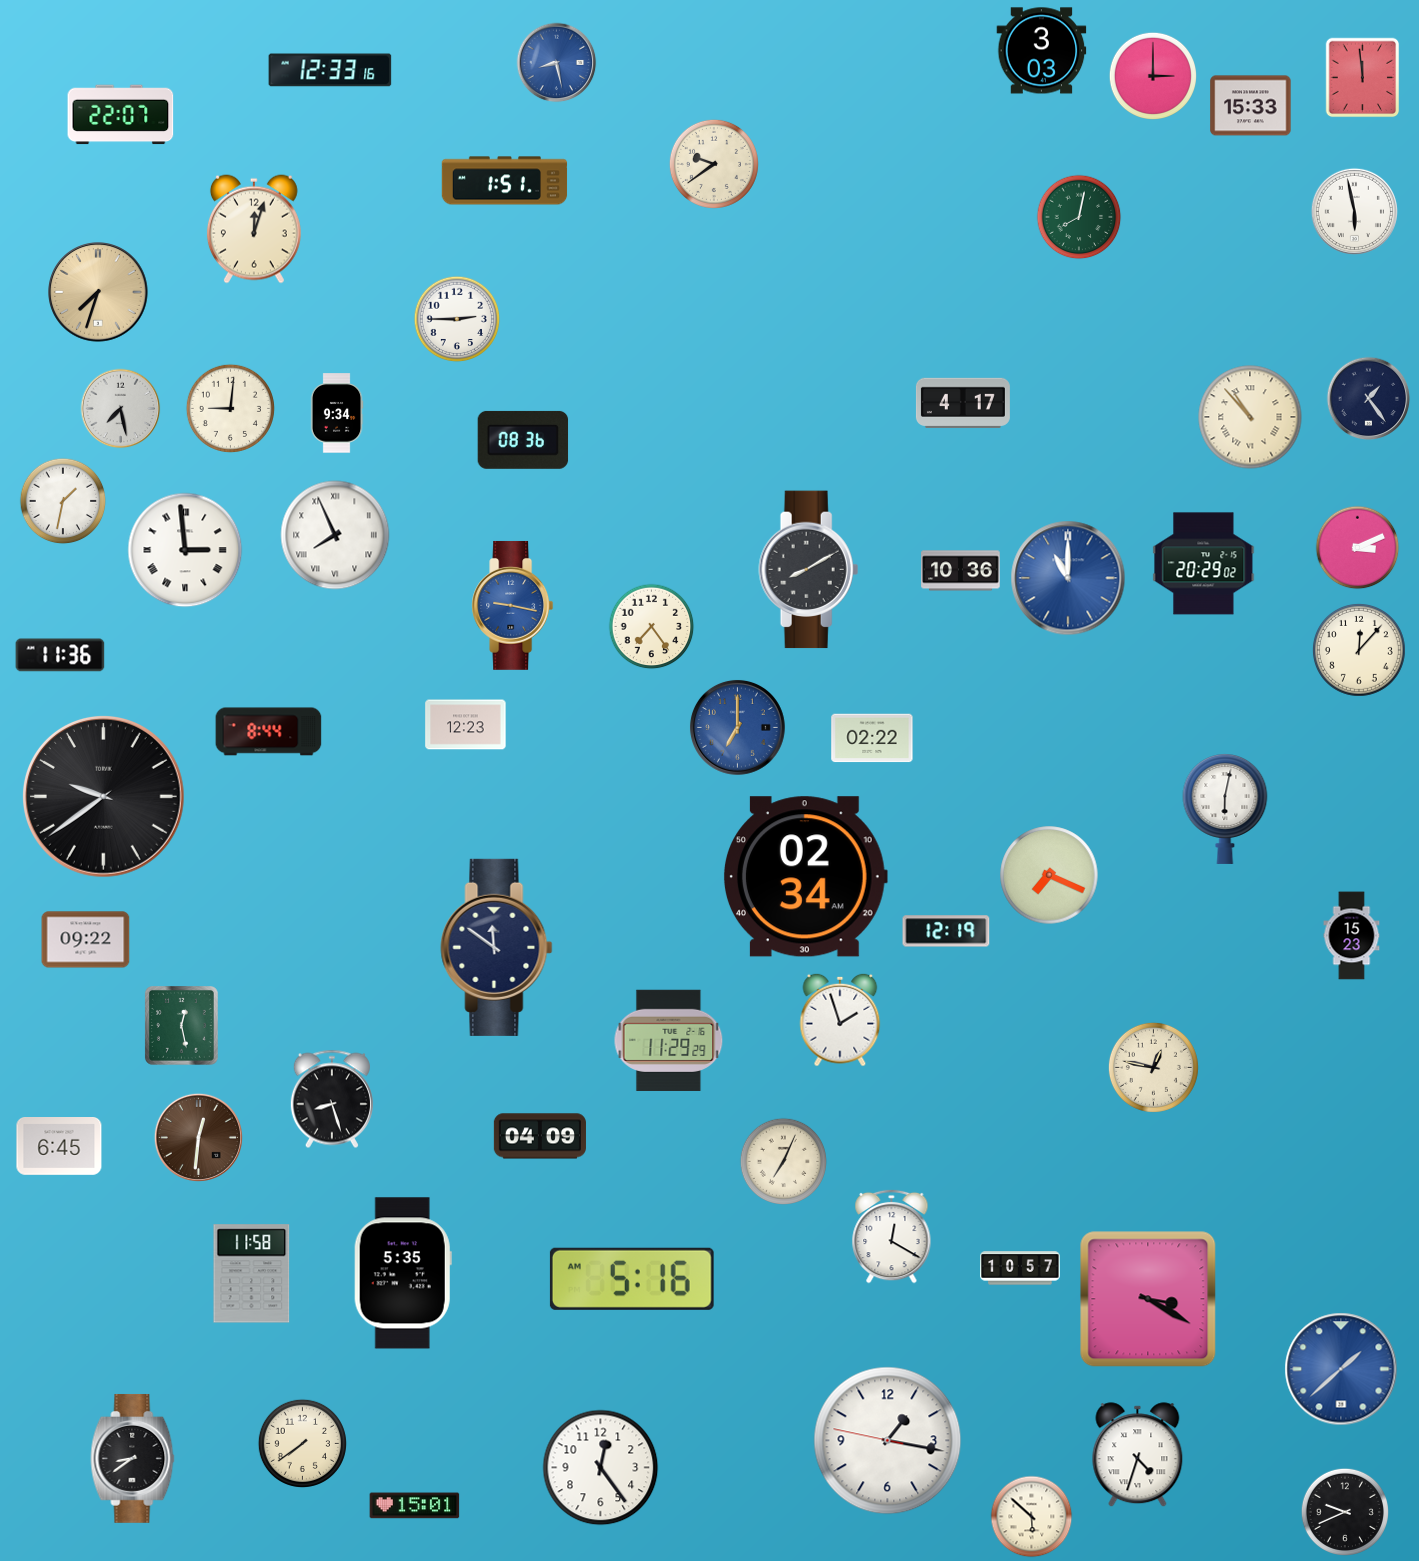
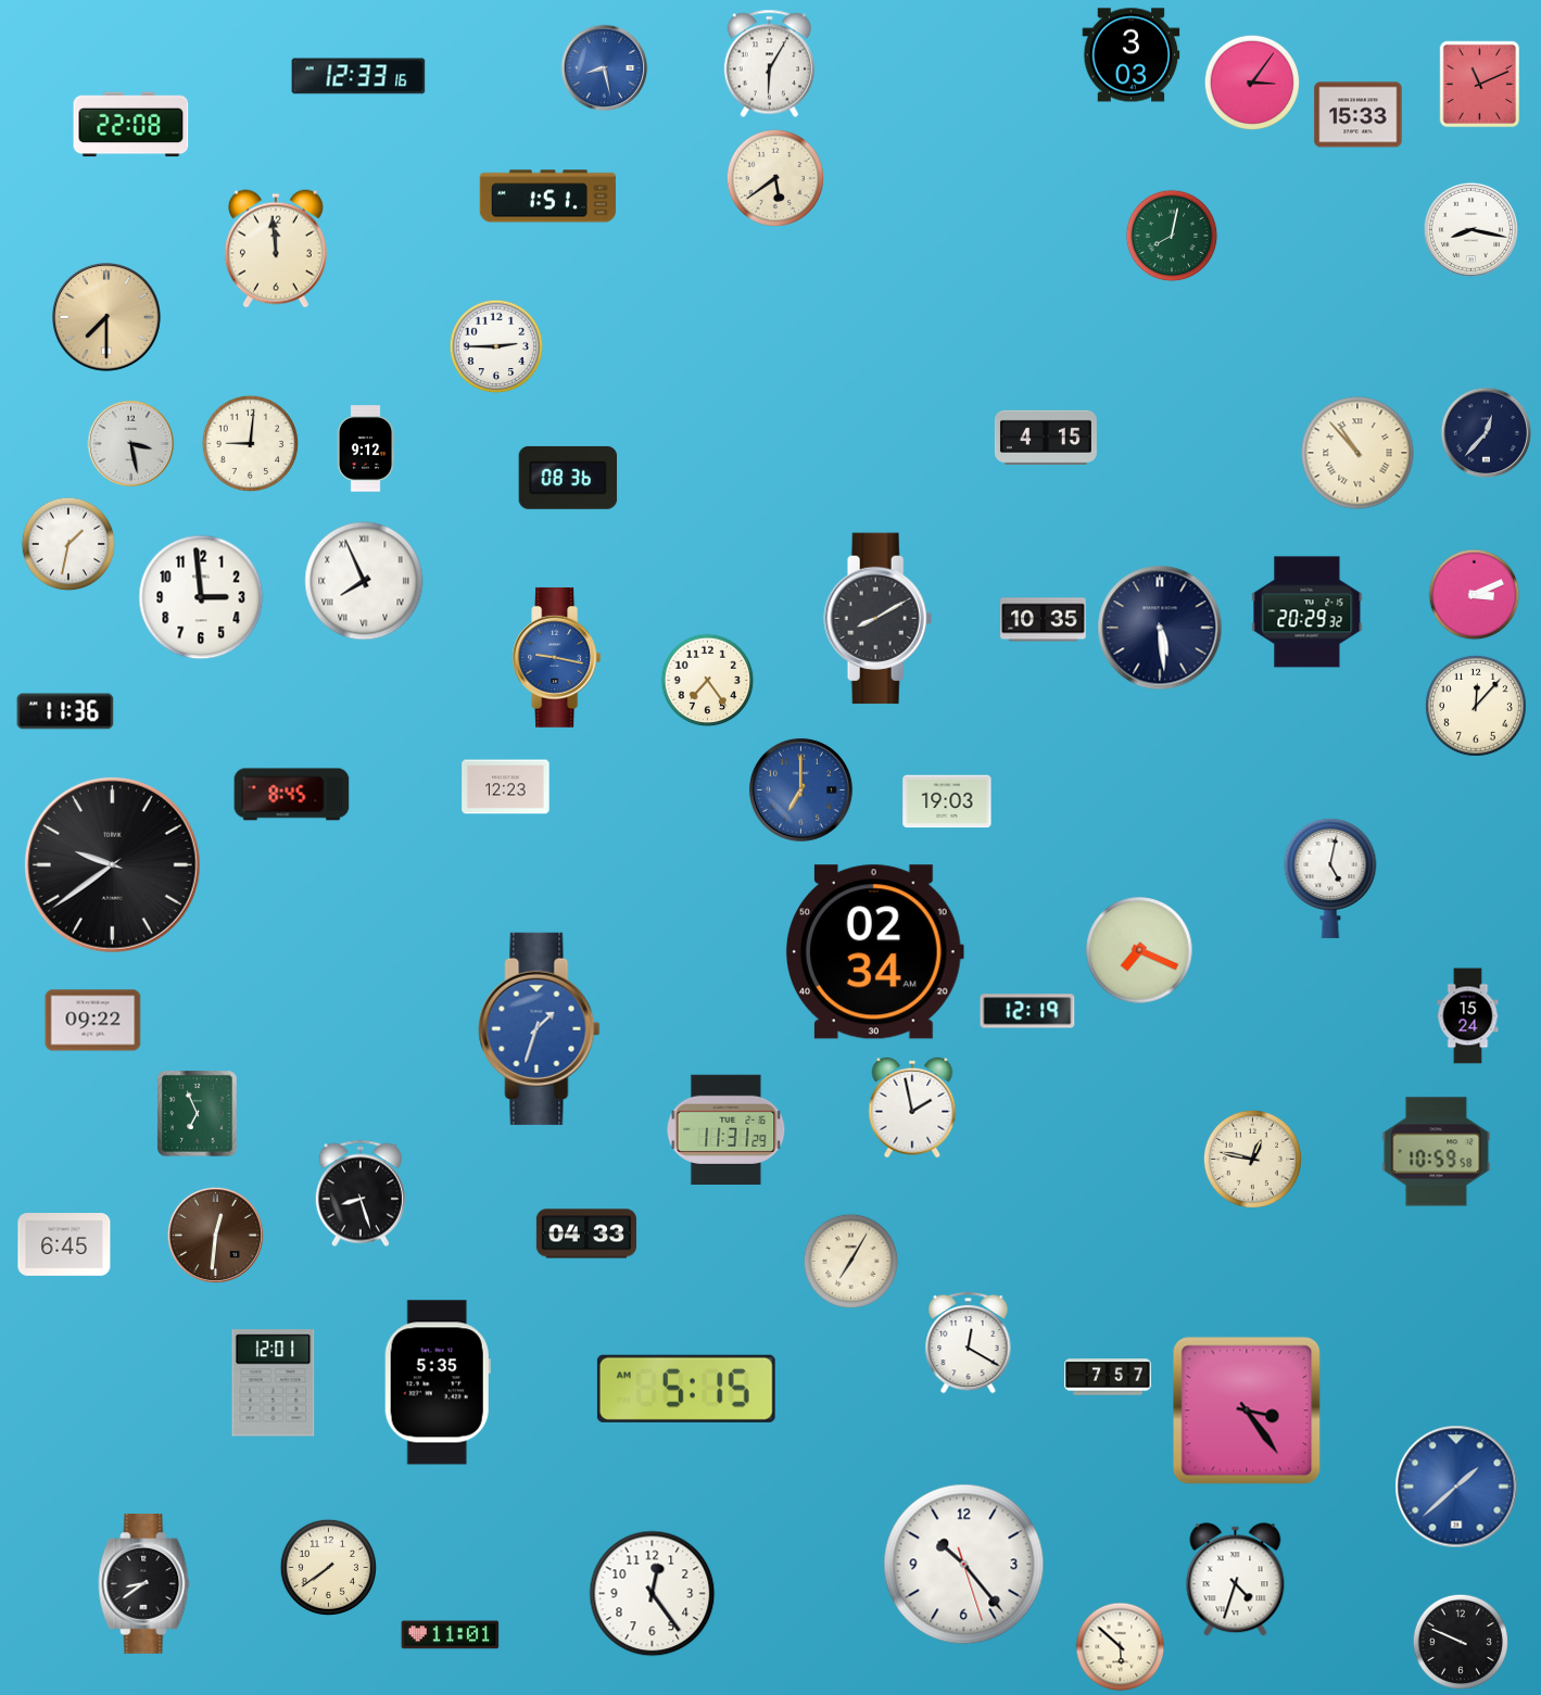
clock at (769, 64): none -> 6:05
clock at (1152, 75): 3:00 -> 3:06
clock at (1363, 78): 11:59 -> 11:11
clock at (121, 115): 22:07 -> 22:08
clock at (714, 164): 9:39 -> 5:39
clock at (1354, 211): 5:58 -> 8:17
clock at (254, 229): 12:03 -> 11:59
clock at (98, 292): 7:33 -> 7:30
clock at (1369, 399): 1:24 -> 12:37
clock at (963, 403): 4:17 -> 4:15
clock at (121, 409): 7:28 -> 3:28
clock at (337, 413): 9:34 -> 9:12
clock at (185, 550) numerals: Roman -> Arabic
clock at (1204, 564): 20:29:02 -> 20:29:32
clock at (961, 571): 10:36 -> 10:35
clock at (1068, 578): 11:00 -> 5:29
clock at (1068, 578) dial: blue -> navy
clock at (269, 732): 8:44 -> 8:45
clock at (872, 738): 02:22 -> 19:03
clock at (1225, 809): 6:02 -> 5:02
clock at (1352, 936): 15:23 -> 15:24
clock at (497, 947): 11:51 -> 1:33
clock at (497, 947) dial: navy -> blue
clock at (840, 1020): 1:57 -> 1:58
clock at (182, 1026): 12:28 -> 6:56
clock at (669, 1040): 11:29 -> 11:31
clock at (1437, 1152): none -> 10:59
clock at (540, 1136): 04:09 -> 04:33
clock at (784, 1162): 7:04 -> 7:05
clock at (1020, 1268): 10:57 -> 7:57
clock at (252, 1274): 11:58 -> 12:01
clock at (632, 1279): 5:16 -> 5:15
clock at (1148, 1299): 3:20 -> 3:24
clock at (888, 1441): 1:16 -> 10:23
clock at (415, 1506): 15:01 -> 11:01
clock at (1344, 1511): 9:41 -> 9:49
